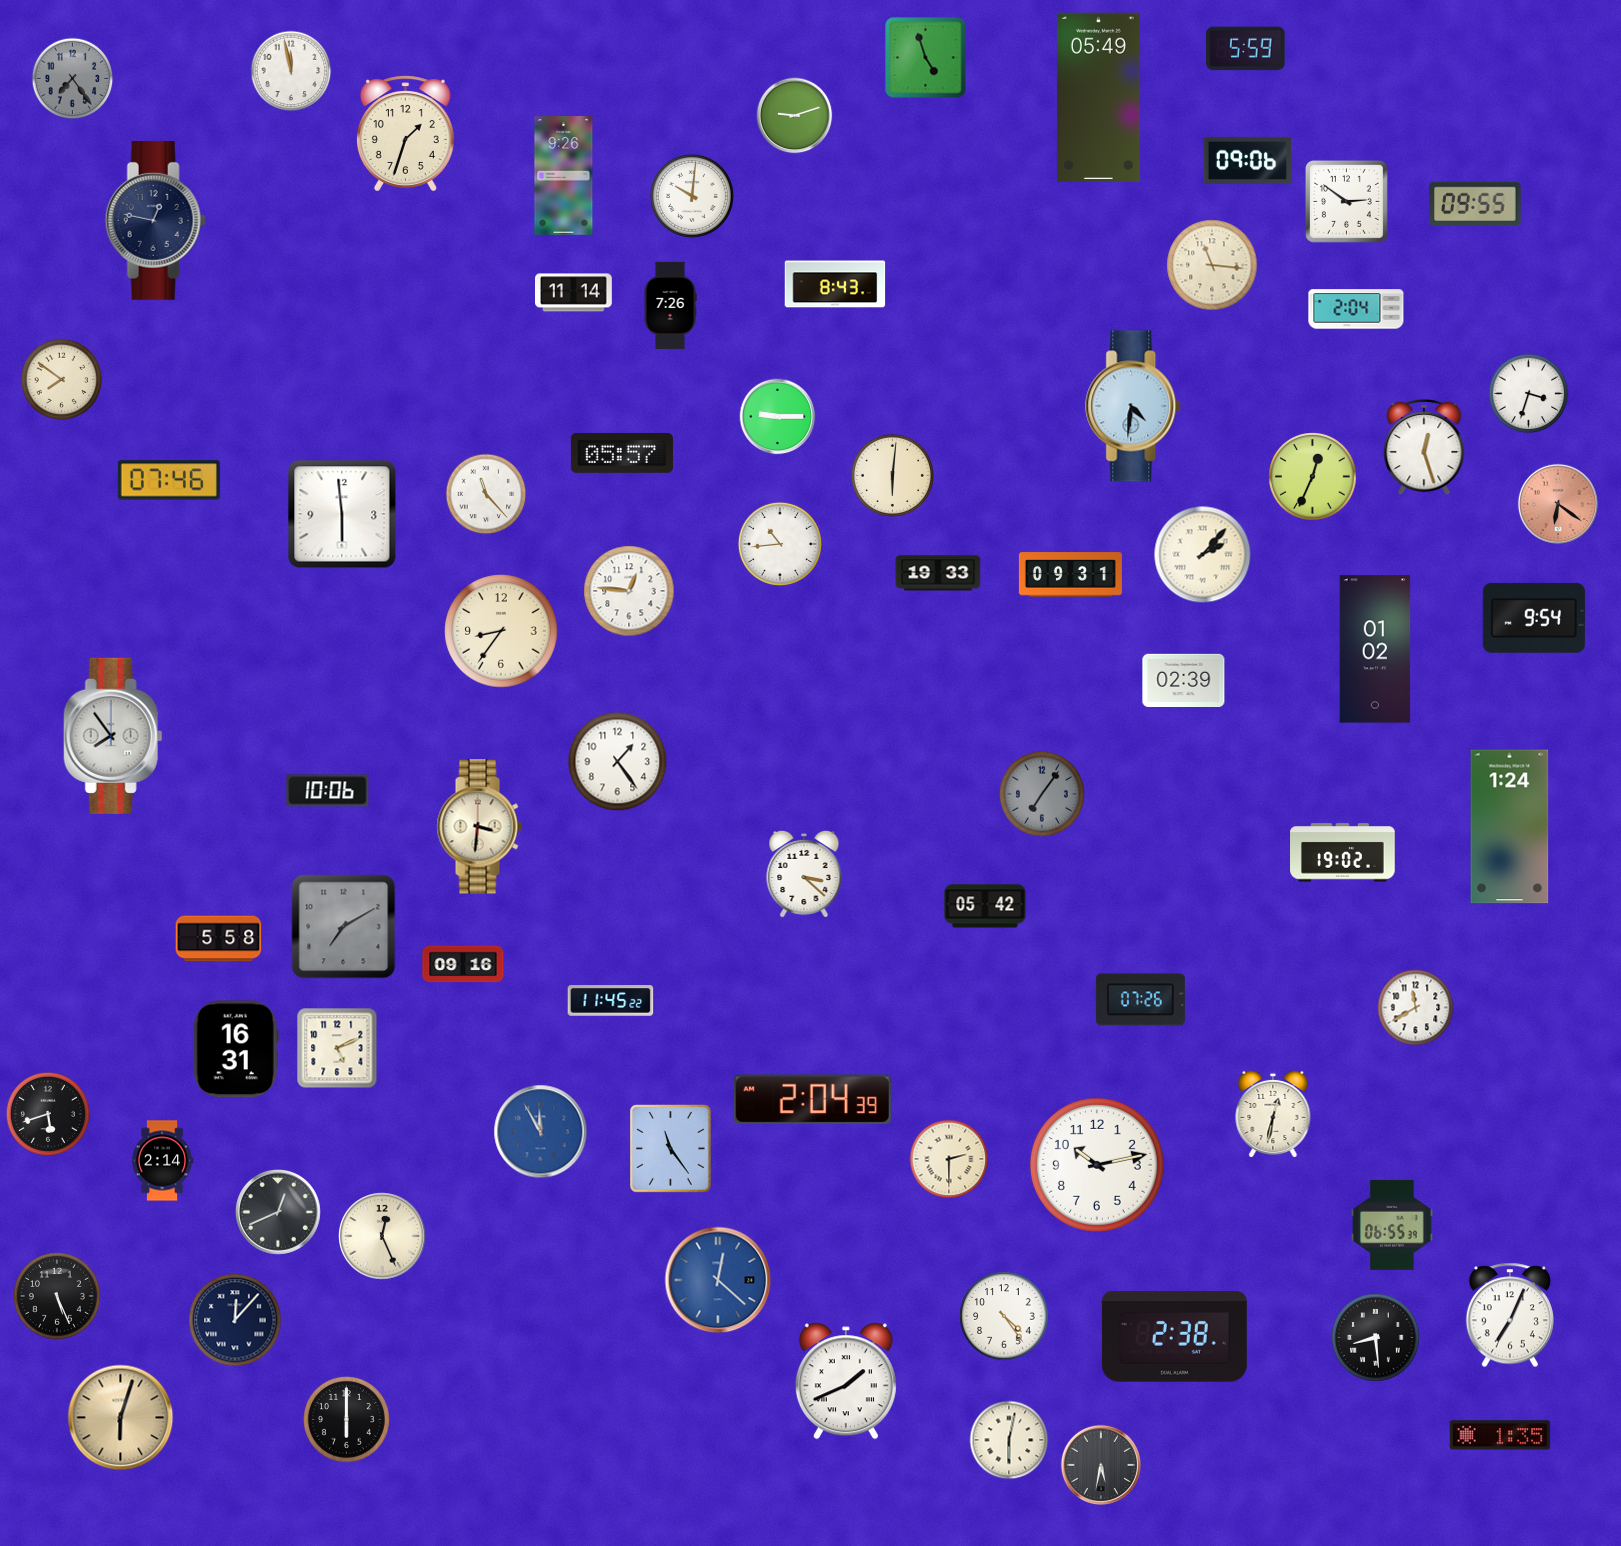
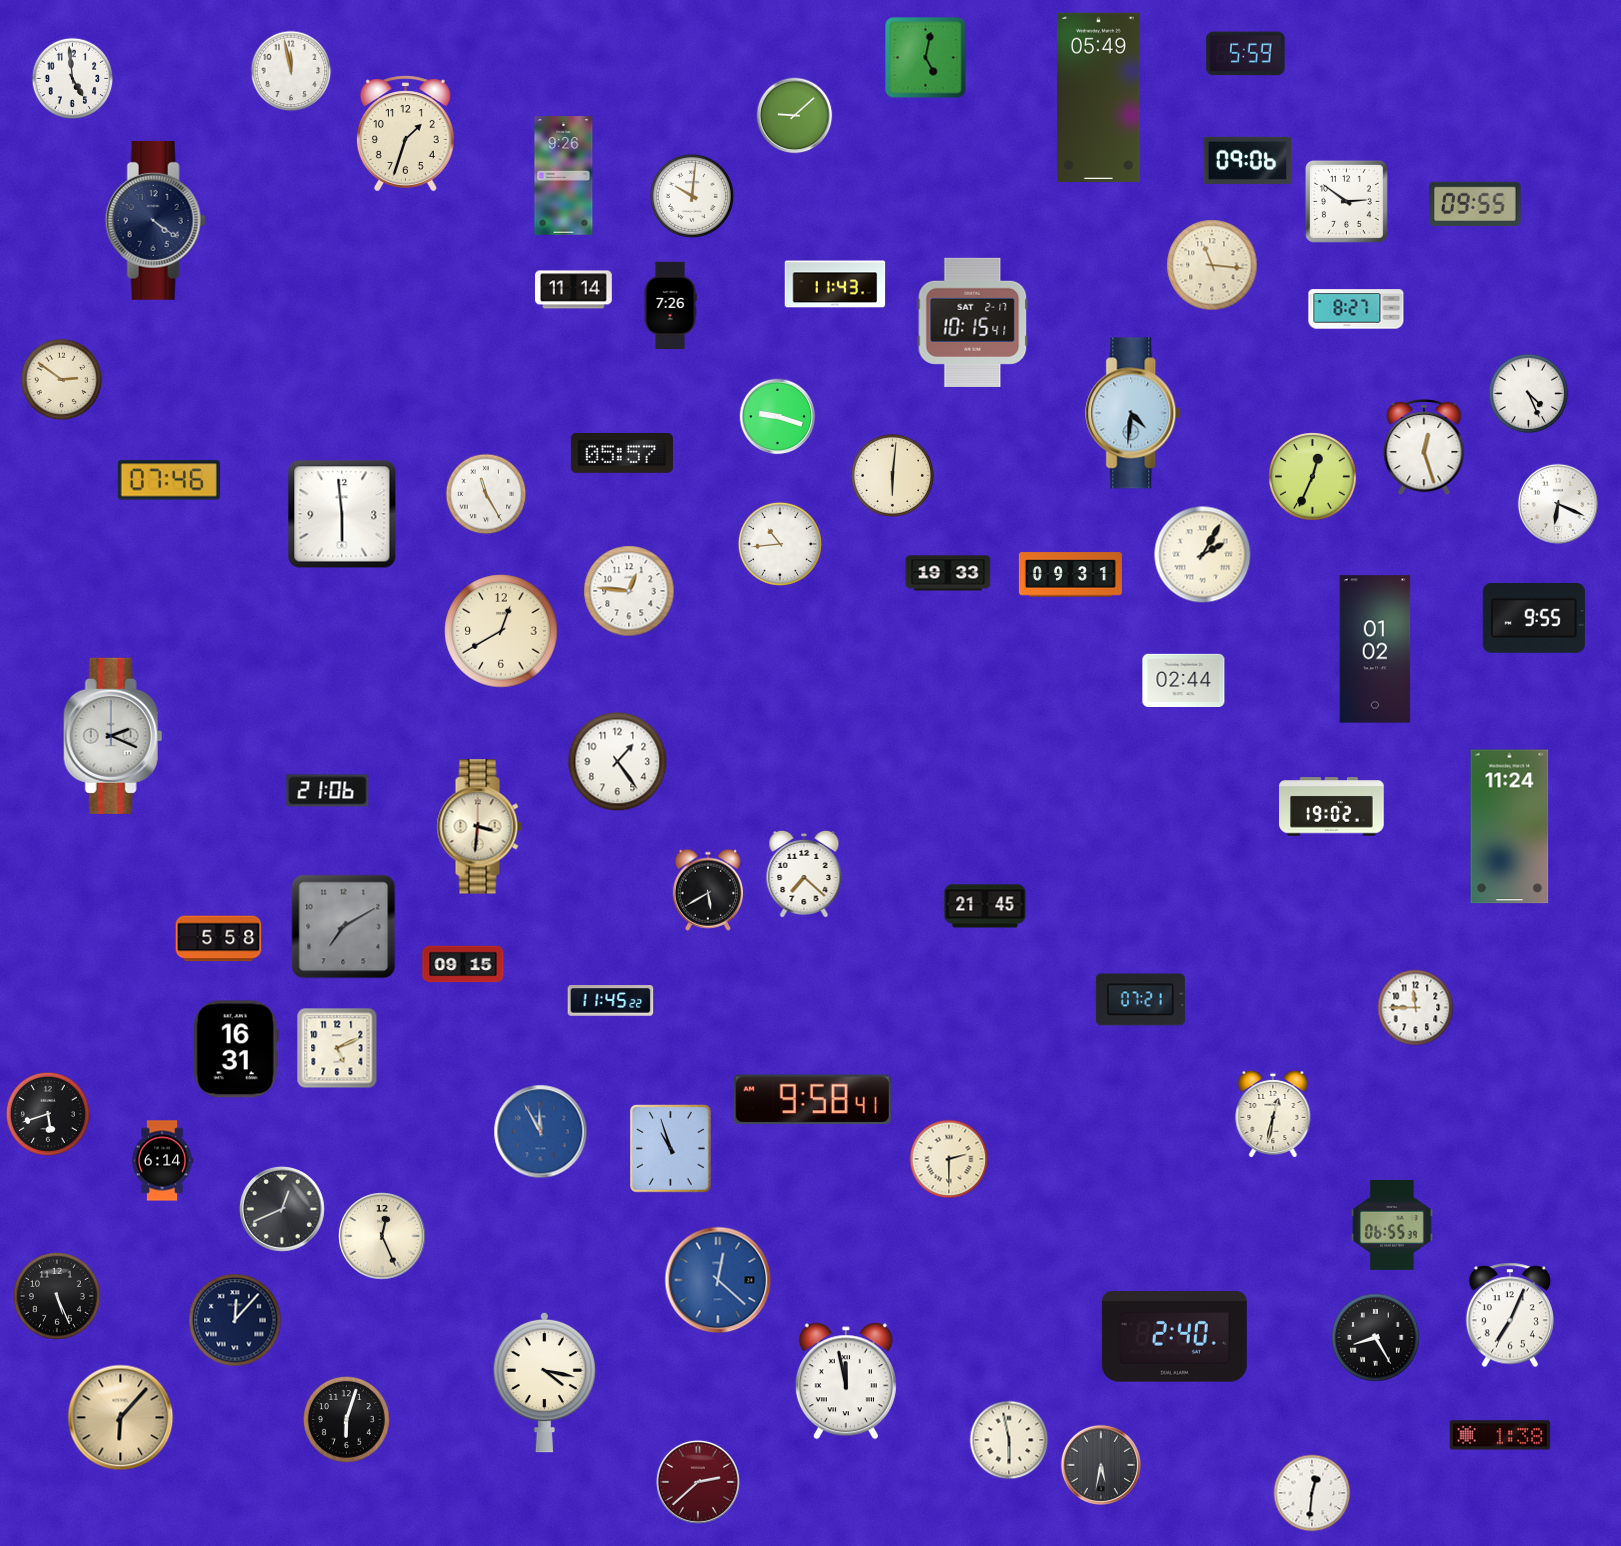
clock at (1246, 49) position: (1246, 49) -> (1246, 54)
clock at (926, 58): 4:57 -> 5:02
clock at (73, 79): 7:24 -> 4:59
clock at (73, 79) dial: grey -> white
clock at (795, 116): 9:12 -> 9:08
clock at (155, 220): 12:47 -> 4:21
clock at (835, 284): 8:43 -> 11:43
clock at (574, 293) position: (574, 293) -> (574, 290)
clock at (1356, 309): 2:04 -> 8:27
clock at (973, 322): none -> 10:15
clock at (62, 380): 7:51 -> 2:51
clock at (1529, 394): 3:33 -> 4:26
clock at (1134, 406) position: (1134, 406) -> (1134, 413)
clock at (778, 417): 9:15 -> 9:18
clock at (486, 494): 11:23 -> 11:25
clock at (1558, 504): 6:21 -> 6:19
clock at (1558, 504) dial: salmon -> white
clock at (1203, 555): 2:07 -> 2:05
clock at (938, 573) position: (938, 573) -> (948, 573)
clock at (1534, 618): 9:54 -> 9:55
clock at (501, 631): 8:36 -> 12:40
clock at (1184, 680): 02:39 -> 02:44
clock at (113, 736): 7:54 -> 2:19
clock at (328, 791): 10:06 -> 21:06
clock at (1042, 794): 7:06 -> none
clock at (1510, 827): 1:24 -> 11:24
clock at (1343, 853) position: (1343, 853) -> (1332, 807)
clock at (804, 874): 3:22 -> 7:22
clock at (707, 890): none -> 5:40
clock at (985, 906): 05:42 -> 21:45
clock at (463, 964): 09:16 -> 09:15
clock at (1140, 1000): 07:26 -> 07:21
clock at (1416, 1008): 11:40 -> 11:45
clock at (812, 1100): 2:04 -> 9:58
clock at (671, 1149): 11:24 -> 10:57
clock at (162, 1161): 2:14 -> 6:14
clock at (1097, 1165): 10:13 -> none
clock at (279, 1213) position: (279, 1213) -> (283, 1210)
clock at (1004, 1316): 4:24 -> none
clock at (1174, 1337): 2:38 -> 2:40
clock at (1376, 1338): 8:29 -> 8:25
clock at (846, 1381): 1:41 -> 11:58
clock at (544, 1382): none -> 4:17
clock at (121, 1418): 6:03 -> 6:07
clock at (347, 1420): 6:00 -> 6:03
clock at (1500, 1435): 1:35 -> 1:38
clock at (1009, 1440): 6:02 -> 5:58
clock at (698, 1482): none -> 2:38
clock at (1312, 1493): none -> 12:31
